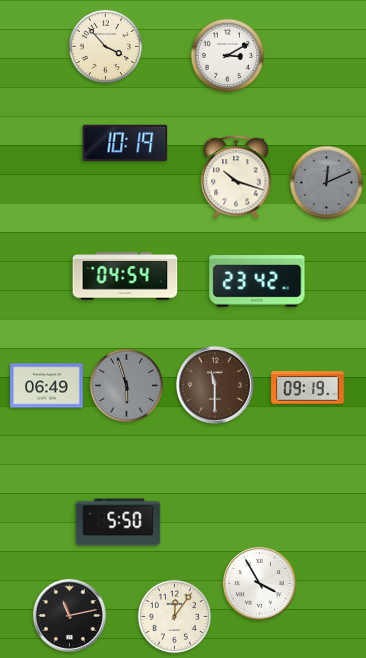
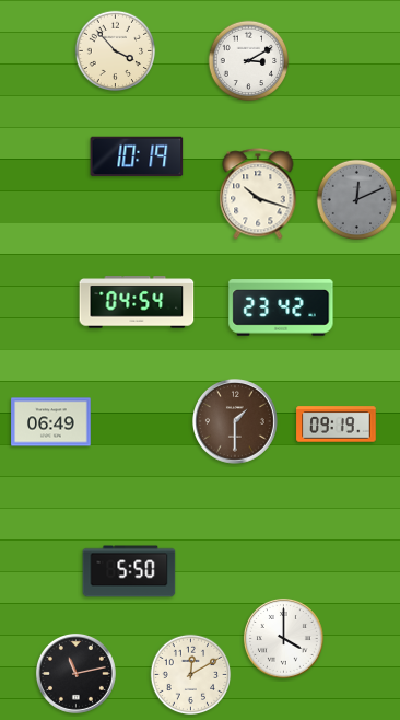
clock at (127, 386): 5:57 -> none
clock at (216, 386): 11:30 -> 1:30
clock at (259, 583): 3:55 -> 4:00
clock at (175, 617): 12:06 -> 12:10
